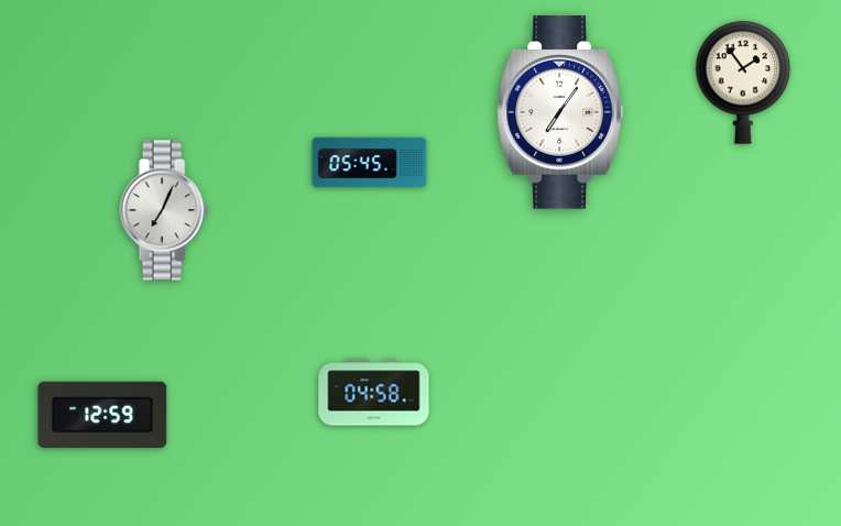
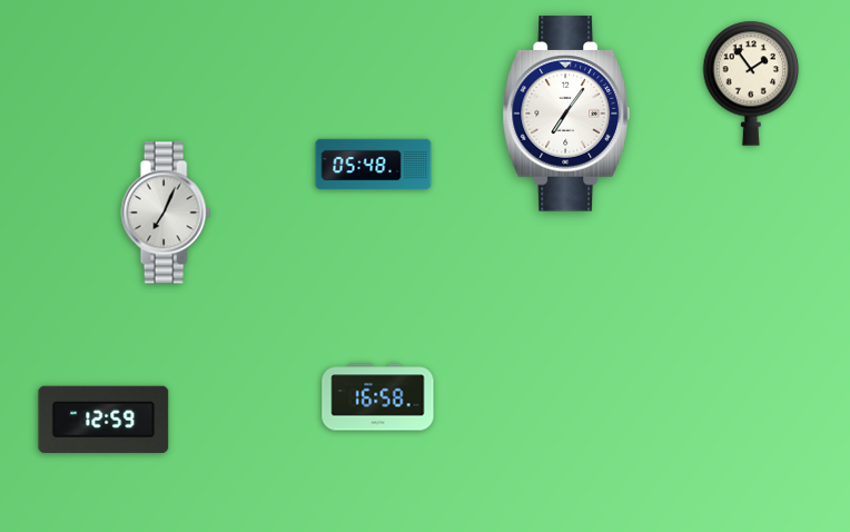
clock at (370, 163): 05:45 -> 05:48
clock at (374, 393): 04:58 -> 16:58
